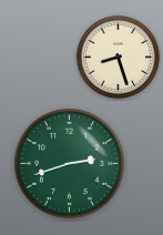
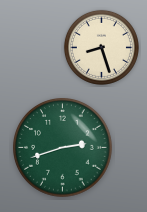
clock at (118, 57) position: (118, 57) -> (101, 47)
